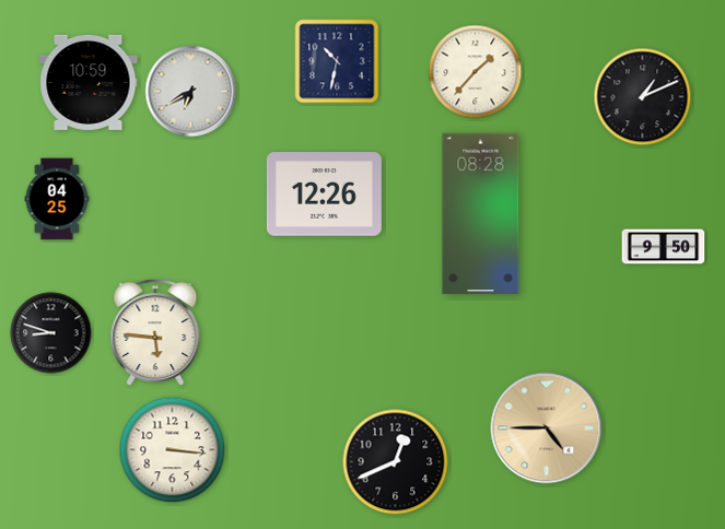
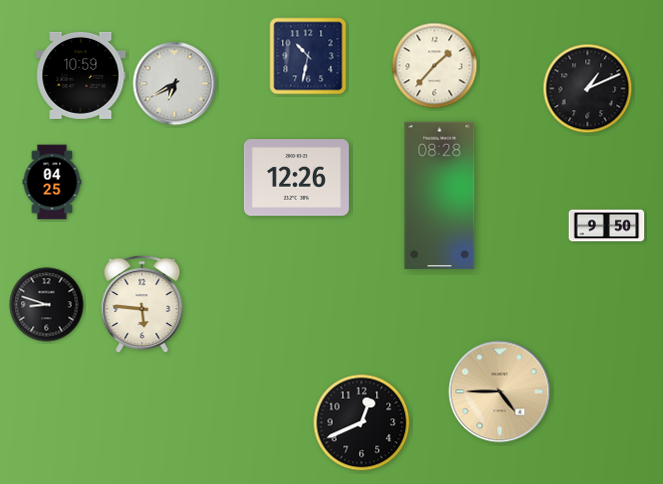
clock at (173, 450): 3:16 -> none
